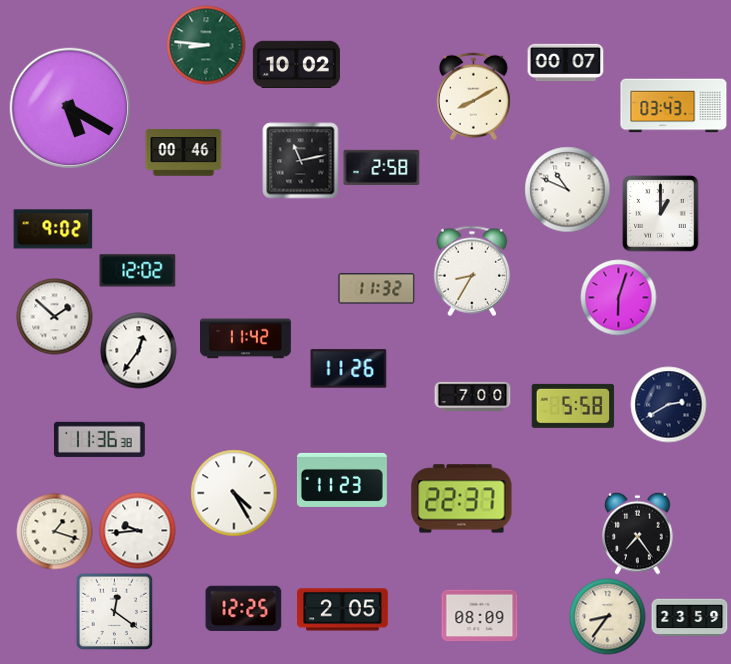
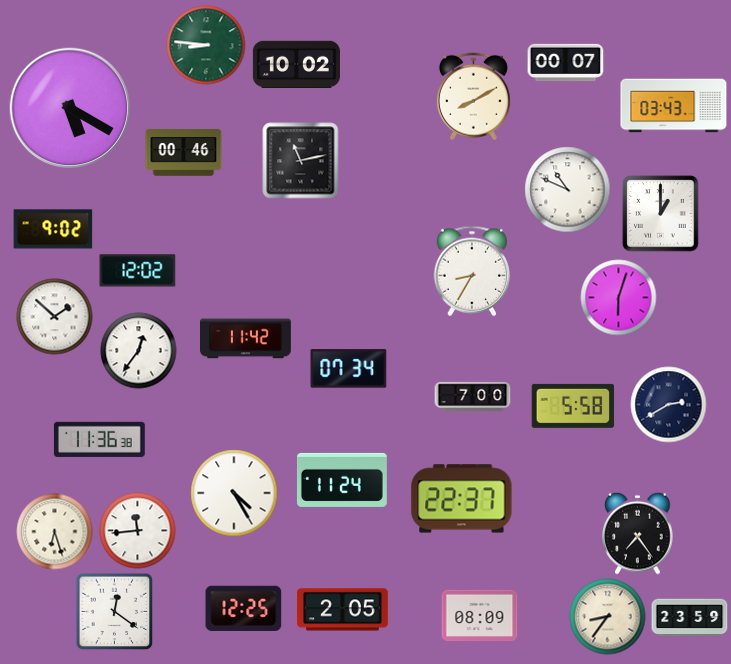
clock at (382, 167): 2:58 -> none
clock at (377, 289): 11:32 -> none
clock at (349, 369): 11:26 -> 07:34
clock at (342, 480): 11:23 -> 11:24
clock at (138, 531): 9:44 -> 11:44
clock at (55, 532): 1:18 -> 6:27
